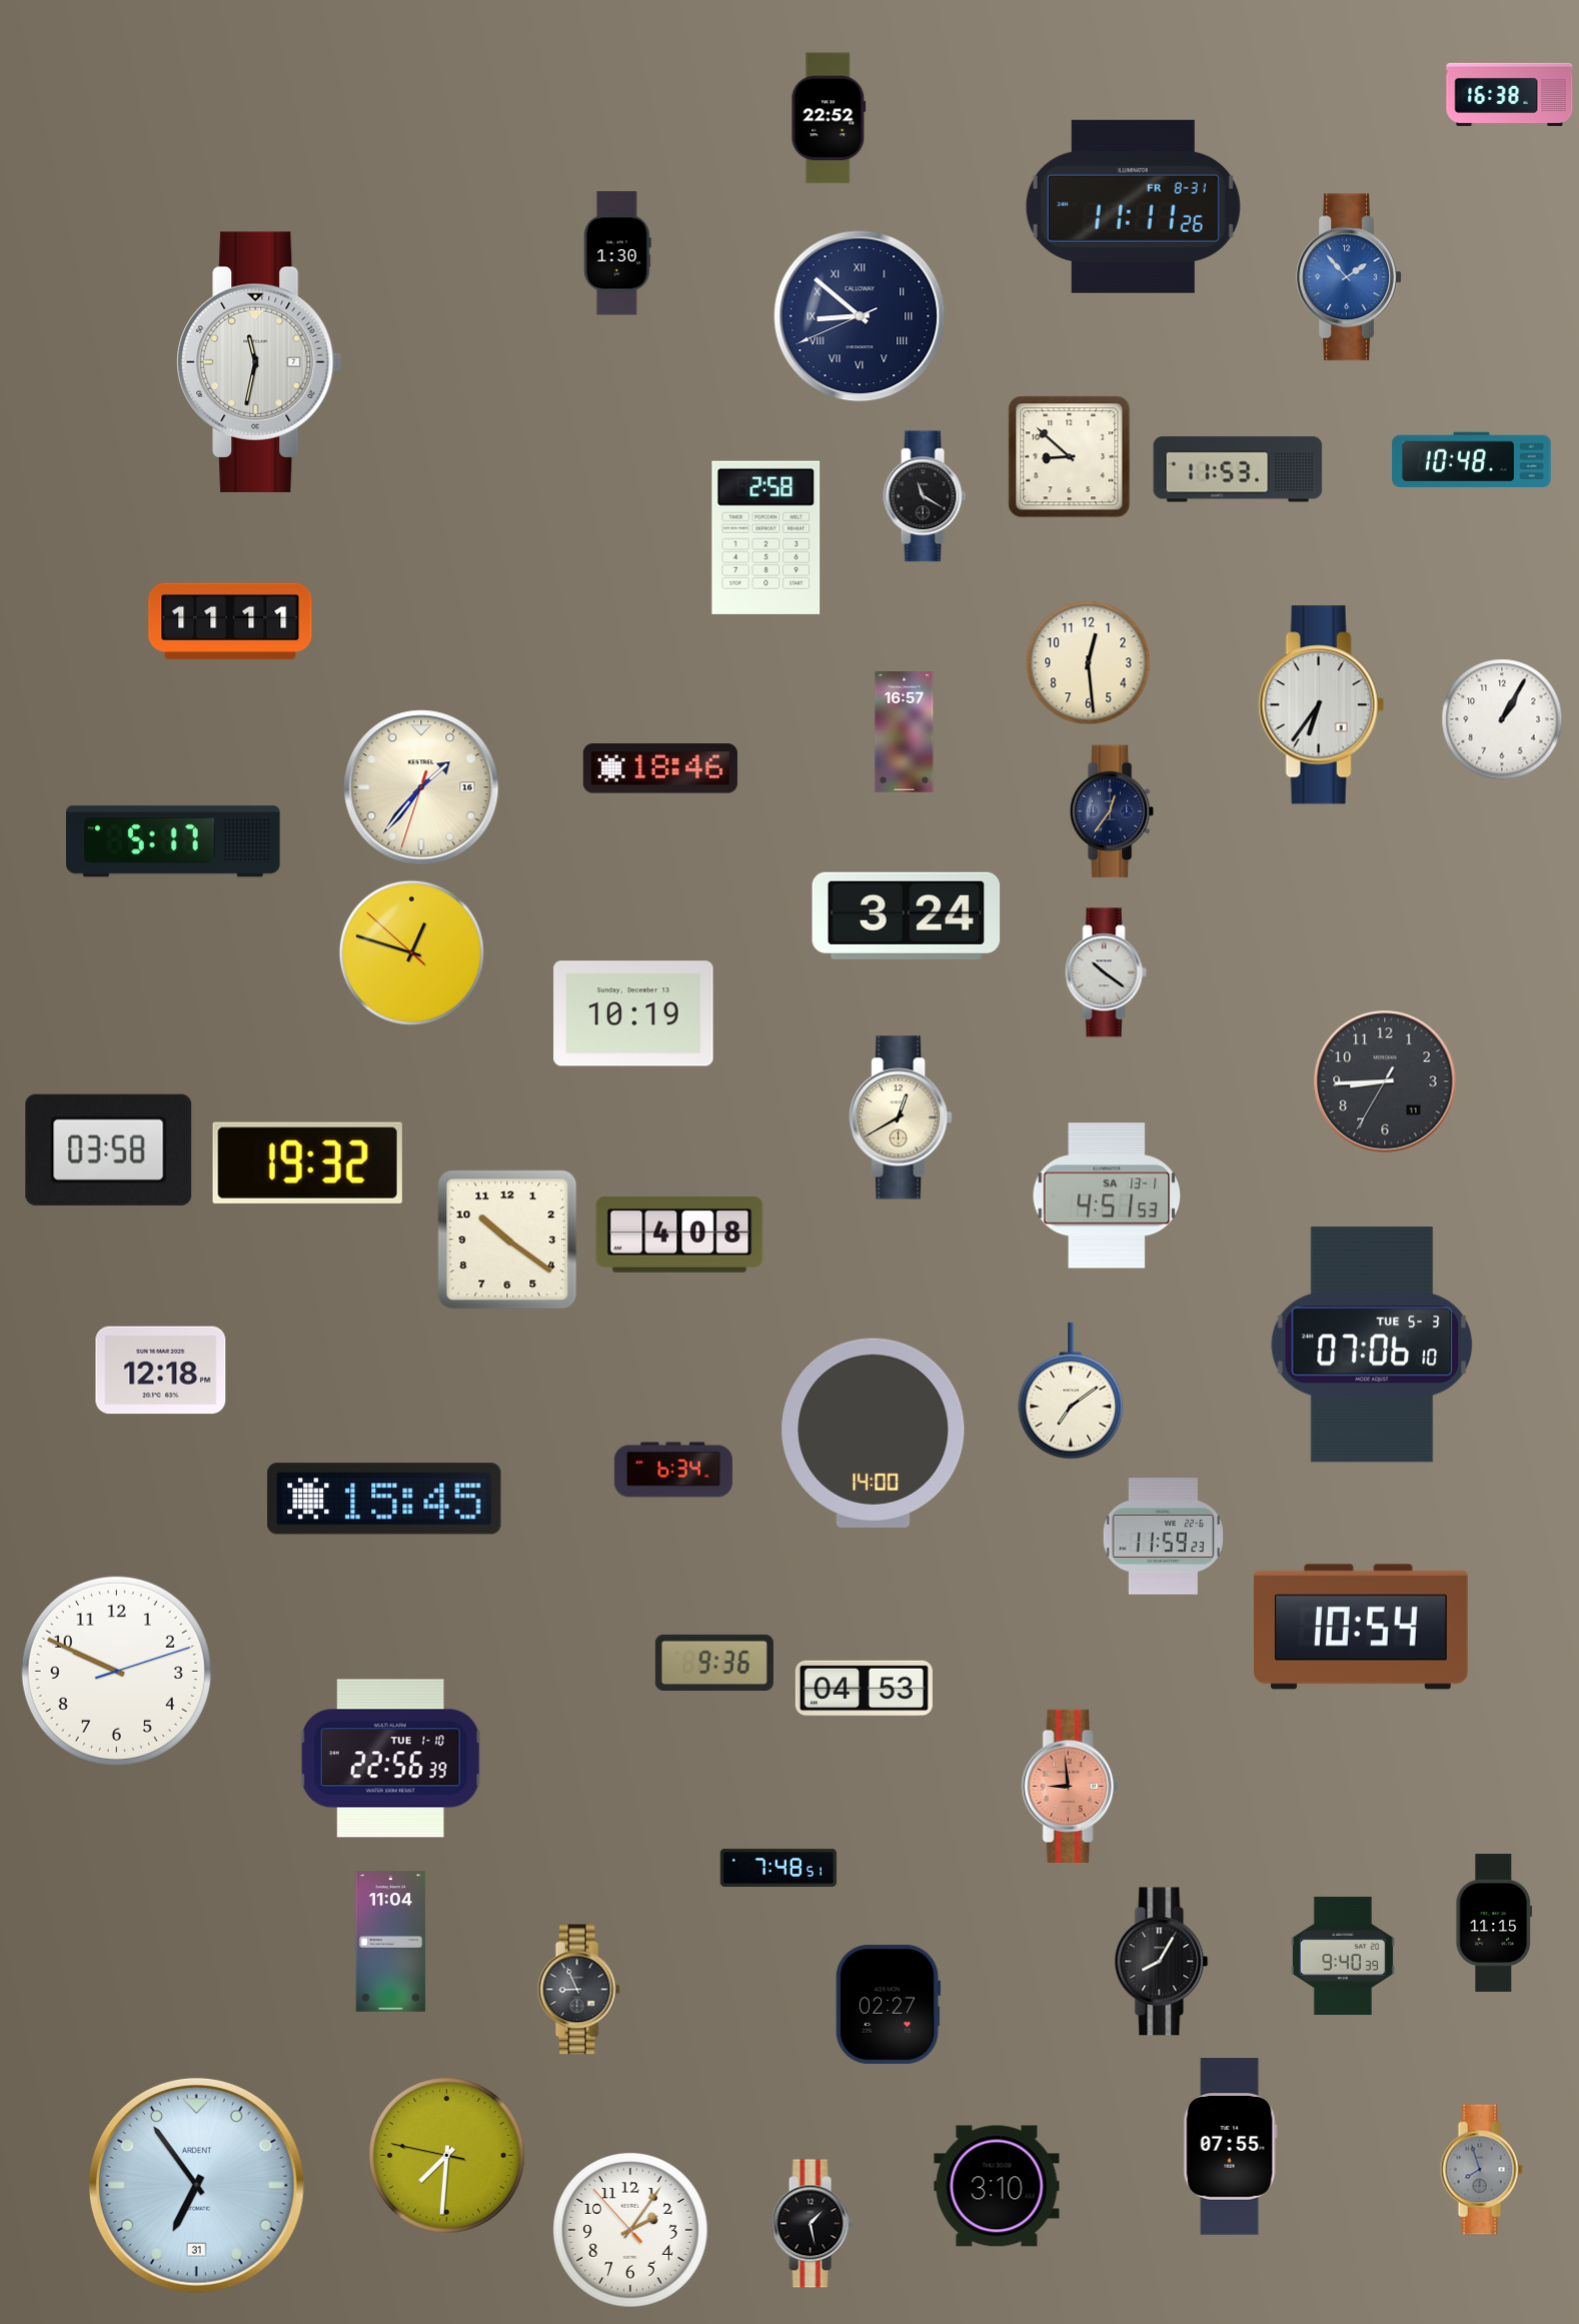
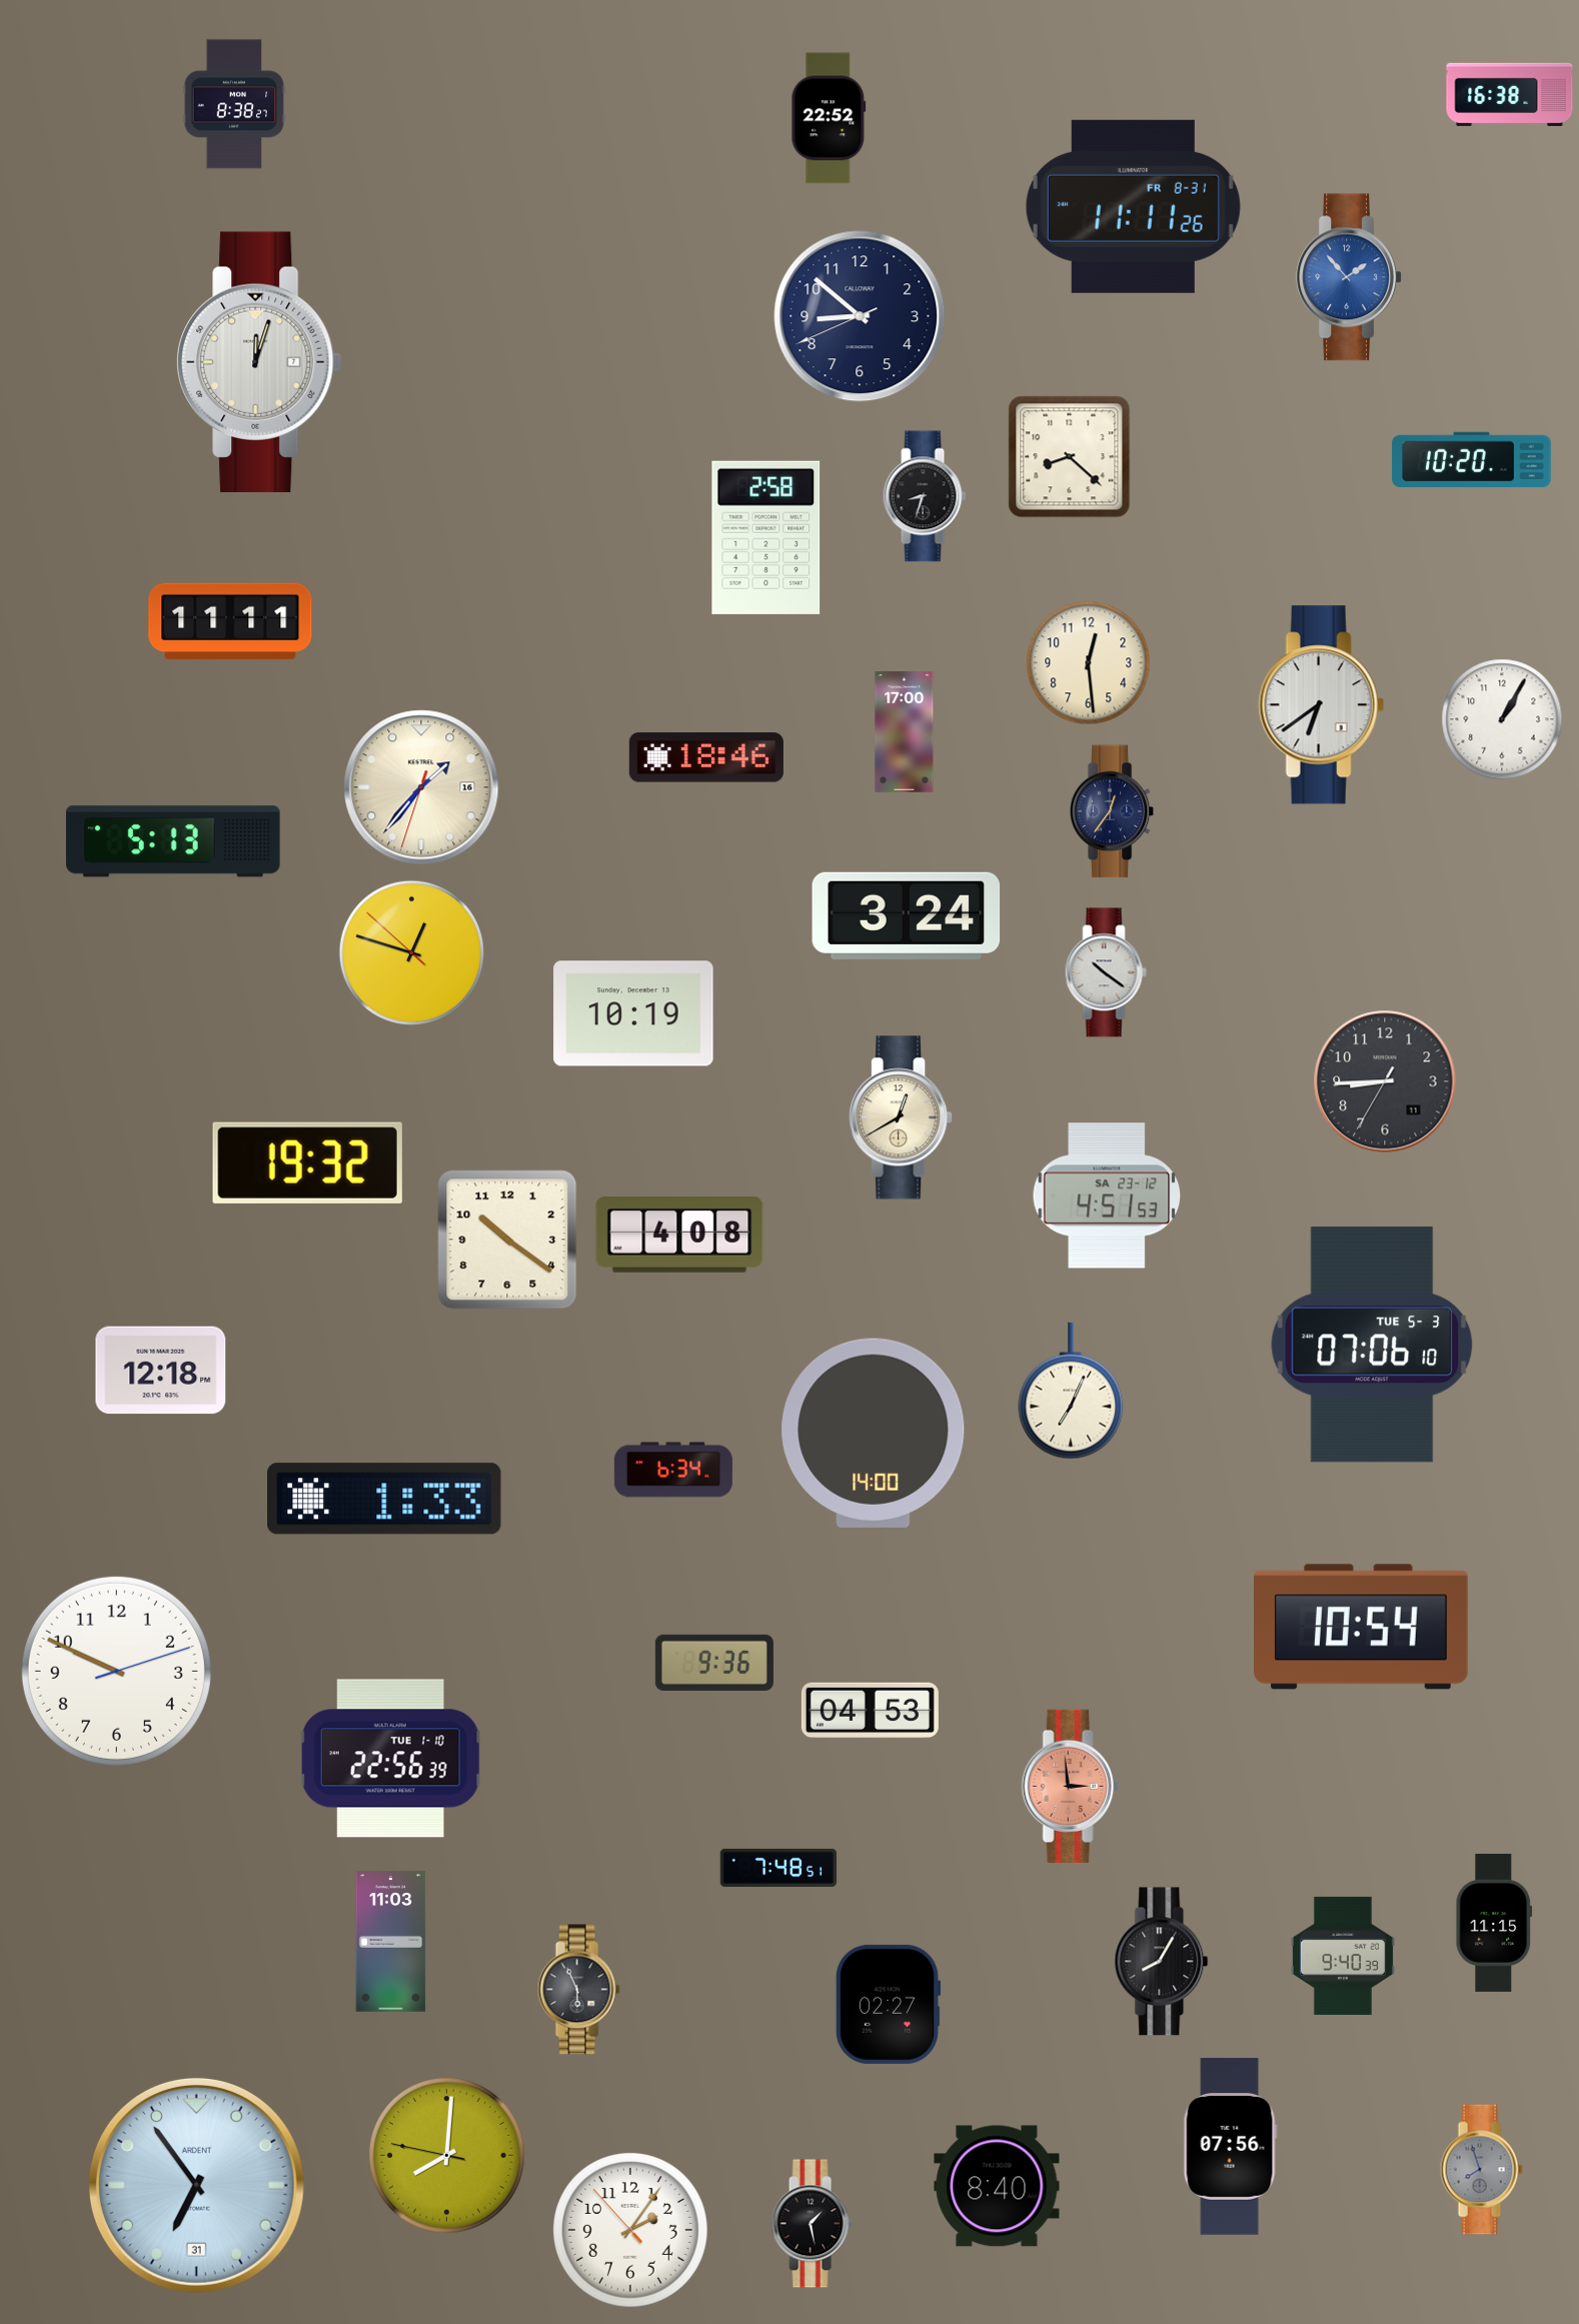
clock at (234, 104): none -> 8:38
clock at (617, 253): 1:30 -> none
clock at (860, 316) numerals: Roman -> Arabic
clock at (259, 361): 11:32 -> 12:03
clock at (1070, 457): 8:52 -> 8:22
clock at (1472, 459): 10:48 -> 10:20
clock at (1238, 469): 11:53 -> none
clock at (925, 496): 11:20 -> 8:33
clock at (1321, 705): 6:36 -> 6:39
clock at (905, 732): 16:57 -> 17:00
clock at (660, 768) position: (660, 768) -> (706, 757)
clock at (174, 841): 5:17 -> 5:13
clock at (109, 1149): 03:58 -> none
clock at (1107, 1196) date: SA 13-1 -> SA 23-12
clock at (1071, 1391): 7:09 -> 7:04
clock at (384, 1499): 15:45 -> 1:33
clock at (1164, 1537): 11:59 -> none
clock at (864, 1689) position: (864, 1689) -> (870, 1711)
clock at (1070, 1786): 8:59 -> 2:59
clock at (391, 1942): 11:04 -> 11:03
clock at (578, 1990): 8:56 -> 5:56
clock at (1230, 2147): 07:55 -> 07:56
clock at (447, 2156): 7:30 -> 8:00
clock at (997, 2186): 3:10 -> 8:40
